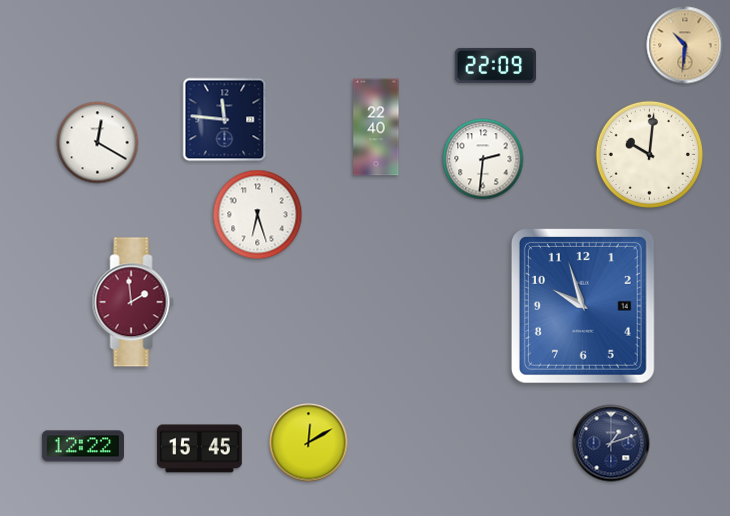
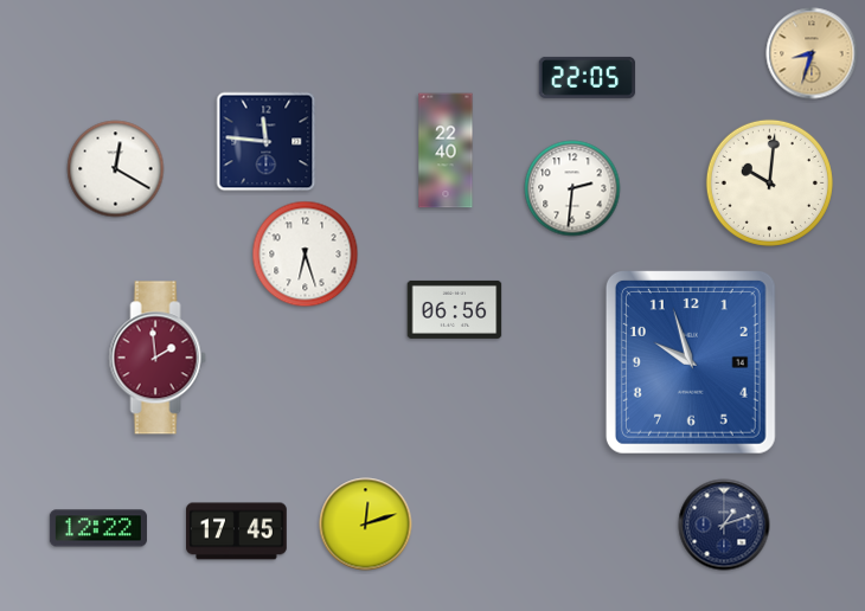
clock at (685, 45): 10:31 -> 8:33
clock at (496, 65): 22:09 -> 22:05
clock at (455, 309): none -> 06:56
clock at (309, 443): 12:10 -> 12:12
clock at (200, 449): 15:45 -> 17:45
